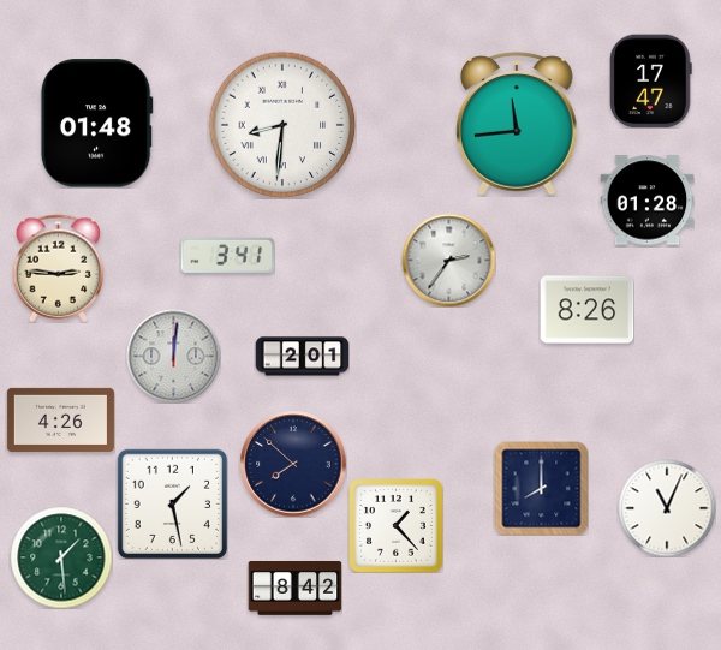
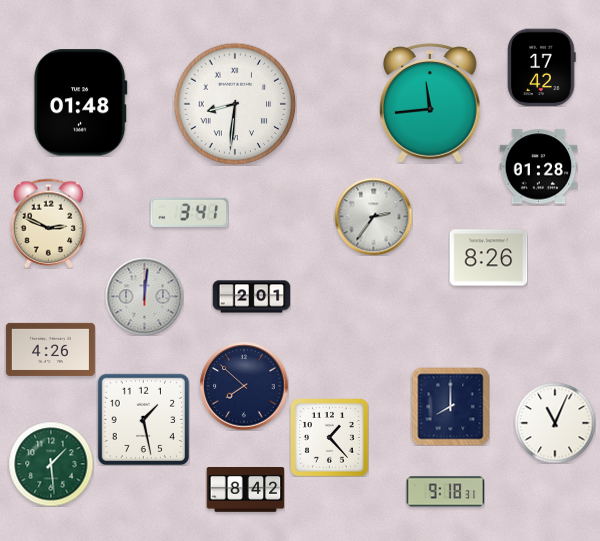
clock at (651, 80): 17:47 -> 17:42
clock at (59, 268): 2:46 -> 2:49
clock at (445, 492): none -> 9:18
